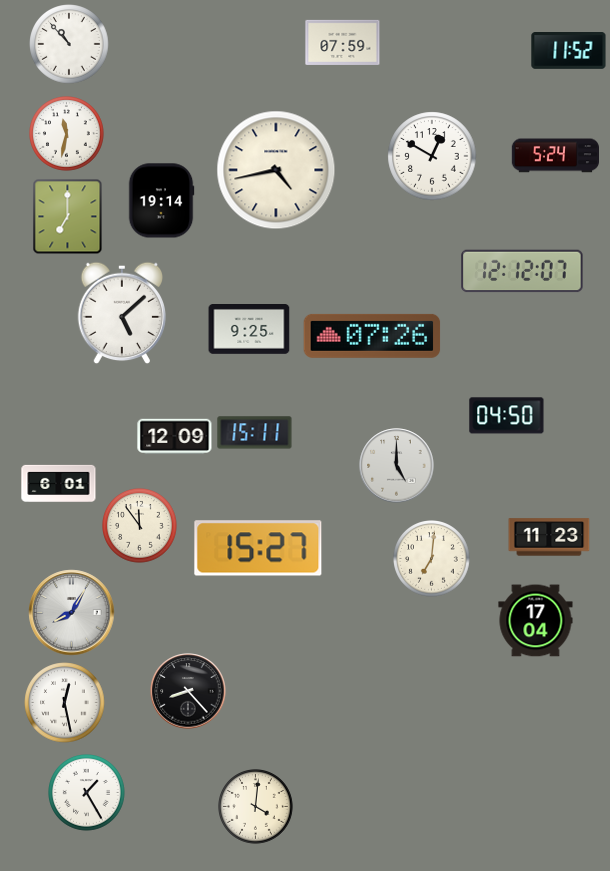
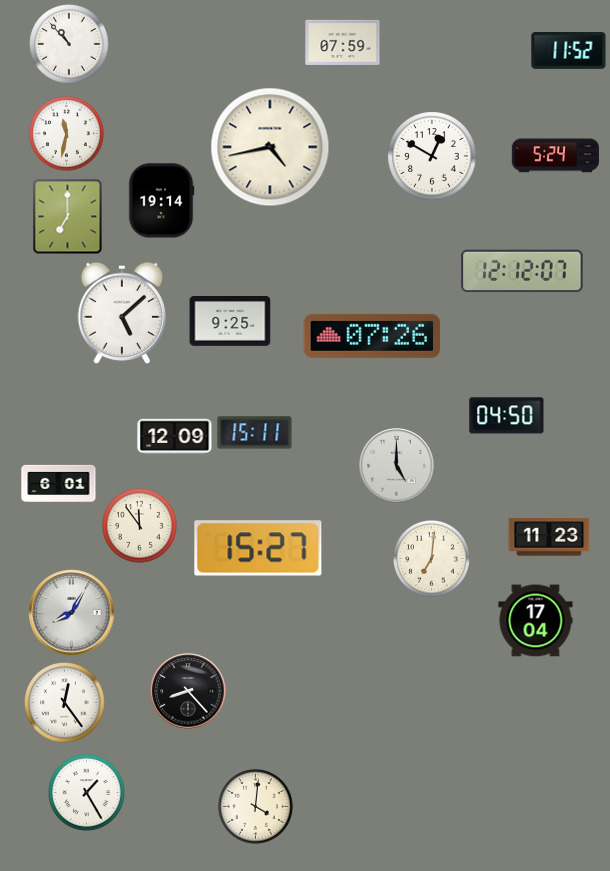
clock at (276, 170) position: (276, 170) -> (270, 147)
clock at (249, 330) position: (249, 330) -> (230, 322)
clock at (65, 703): 12:28 -> 12:24
